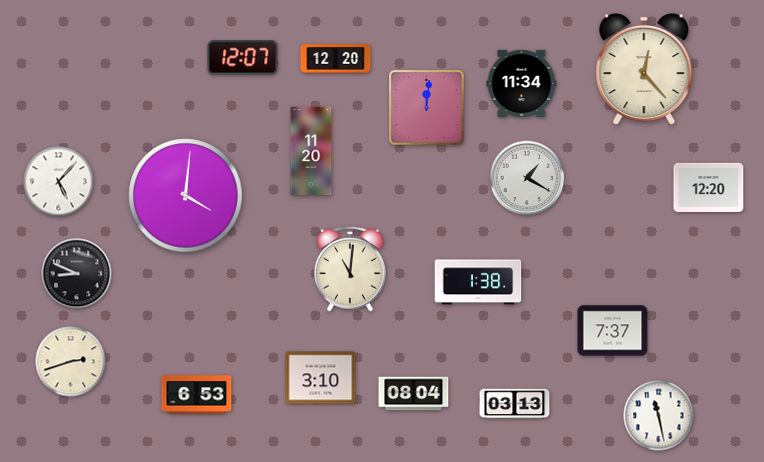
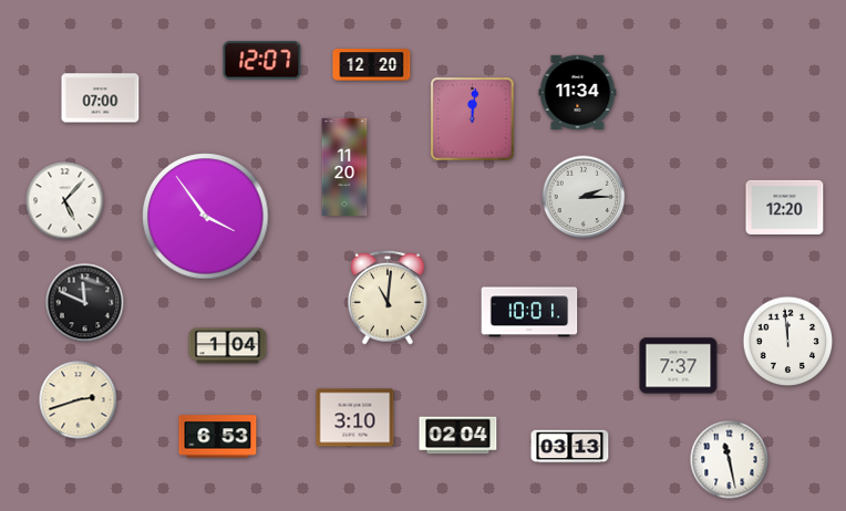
clock at (243, 58) position: (243, 58) -> (262, 61)
clock at (644, 69): 12:23 -> none
clock at (101, 98): none -> 07:00
clock at (527, 178): 1:20 -> 2:15
clock at (186, 196): 4:01 -> 3:54
clock at (77, 274): 8:49 -> 11:49
clock at (478, 282): 1:38 -> 10:01
clock at (788, 342): none -> 11:59
clock at (228, 346): none -> 1:04
clock at (414, 394): 08:04 -> 02:04
